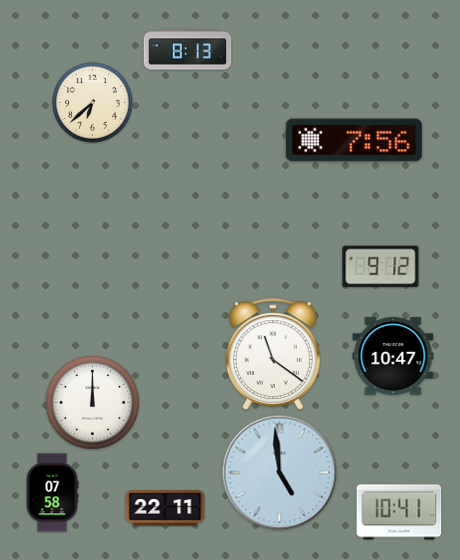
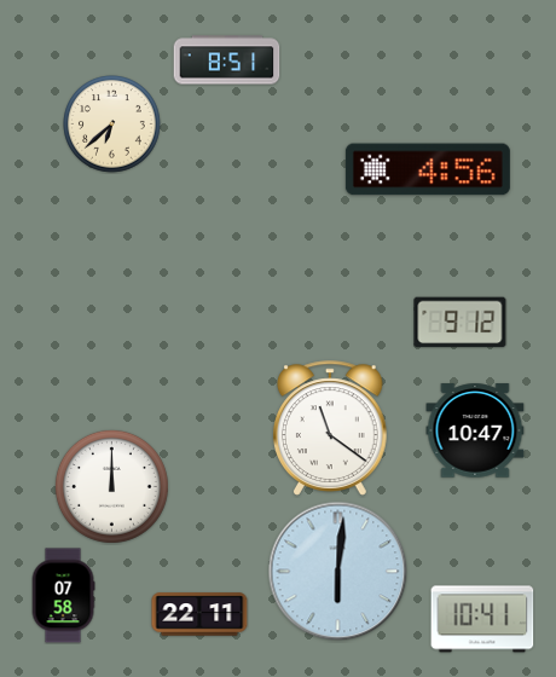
clock at (188, 50): 8:13 -> 8:51
clock at (354, 140): 7:56 -> 4:56
clock at (280, 473): 4:59 -> 6:01
